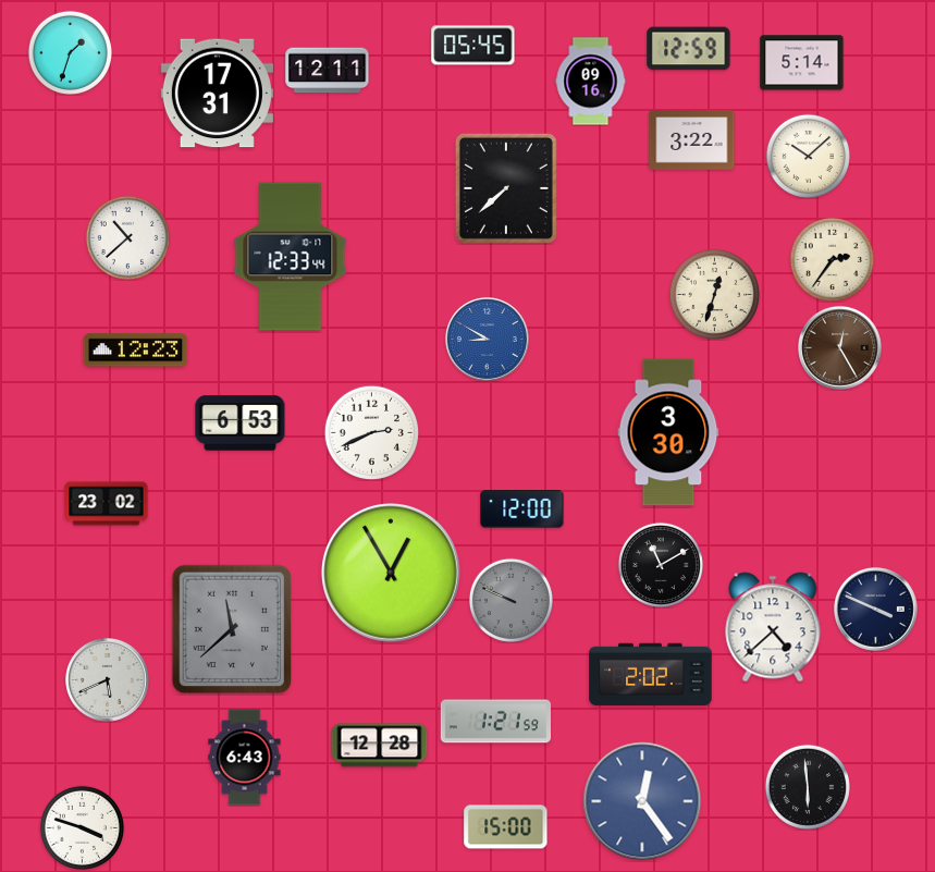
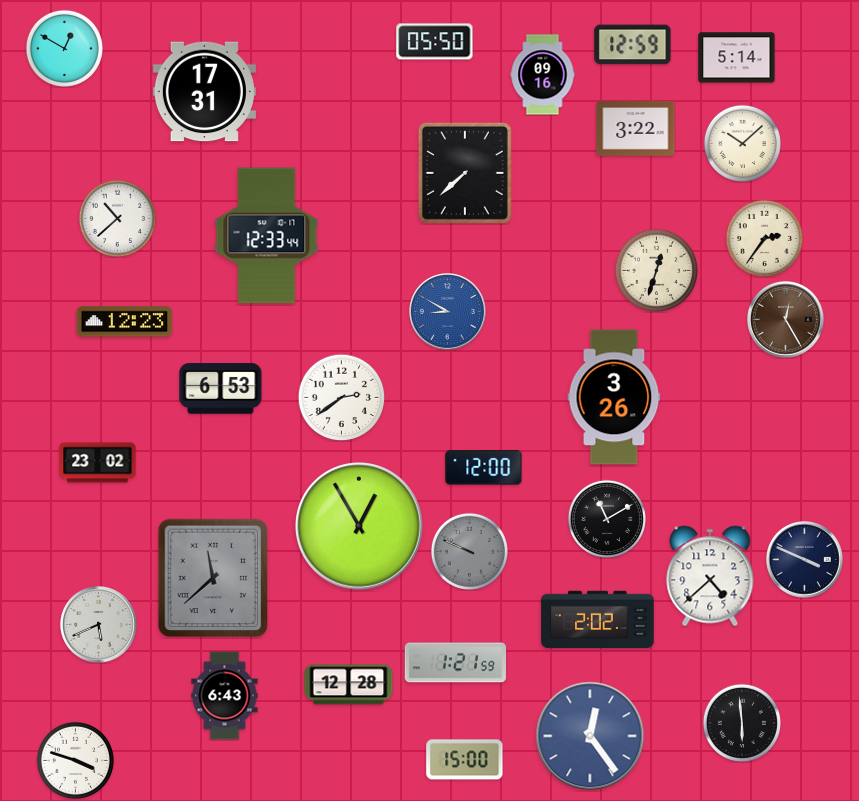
clock at (473, 46): 05:45 -> 05:50
clock at (70, 52): 1:33 -> 12:50
clock at (328, 71): 12:11 -> none
clock at (217, 94) position: (217, 94) -> (204, 92)
clock at (840, 348) position: (840, 348) -> (786, 320)
clock at (371, 432): 2:41 -> 2:39
clock at (668, 432): 3:30 -> 3:26
clock at (522, 509) position: (522, 509) -> (484, 468)
